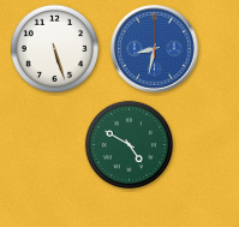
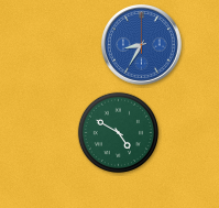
clock at (54, 48): 5:27 -> none
clock at (155, 49): 8:32 -> 8:35
